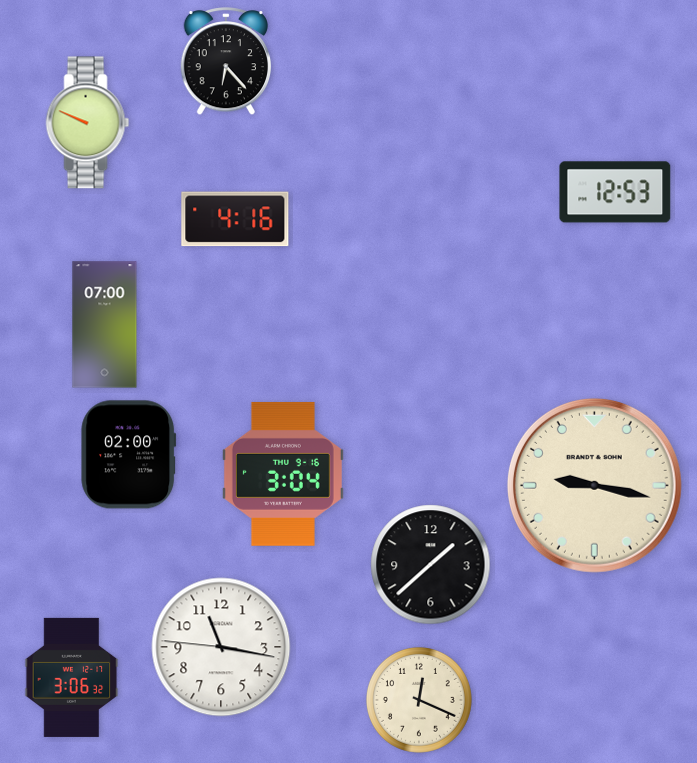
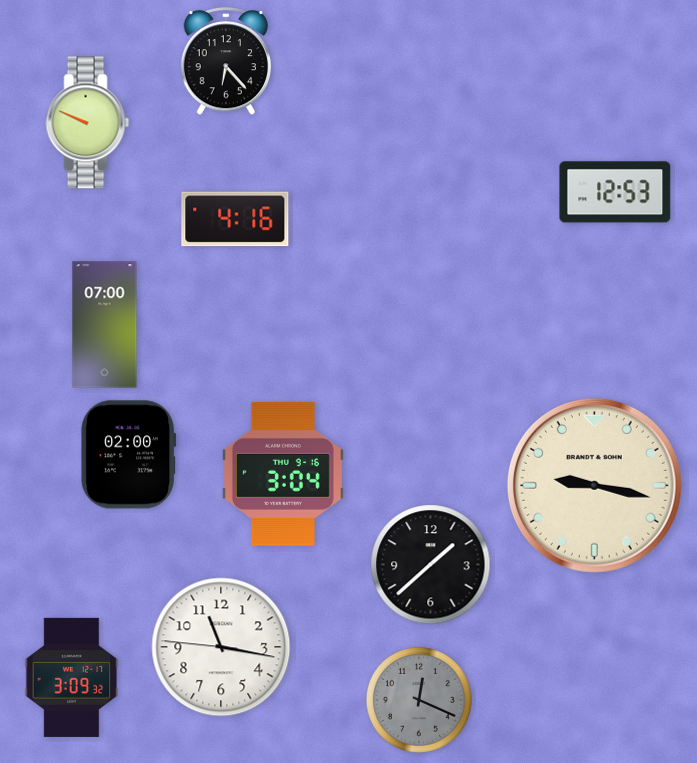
clock at (72, 677): 3:06 -> 3:09
clock at (419, 700) dial: cream -> grey
